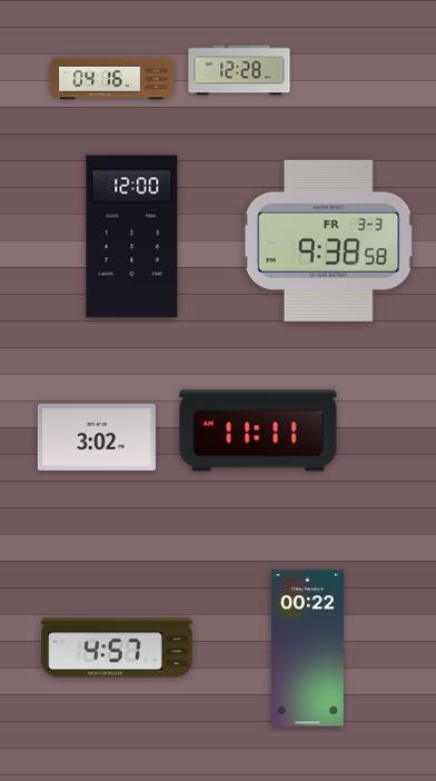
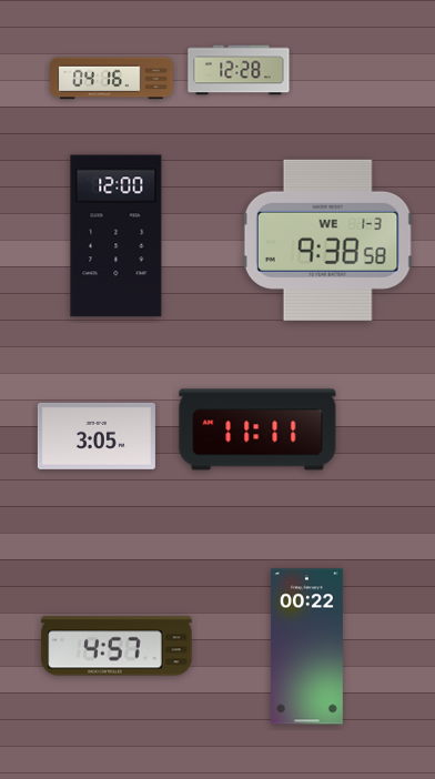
clock at (132, 237) position: (132, 237) -> (117, 236)
clock at (328, 240) date: FR 3-3 -> WE 1-3
clock at (97, 437): 3:02 -> 3:05
